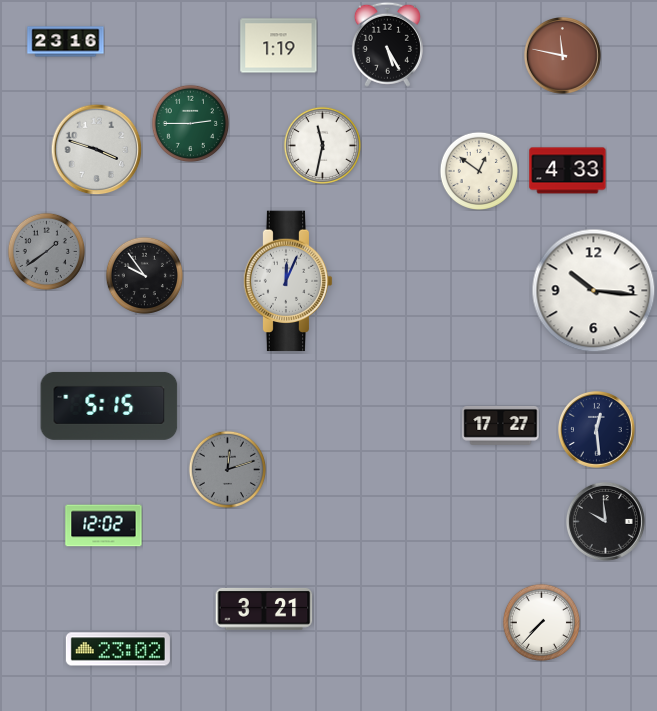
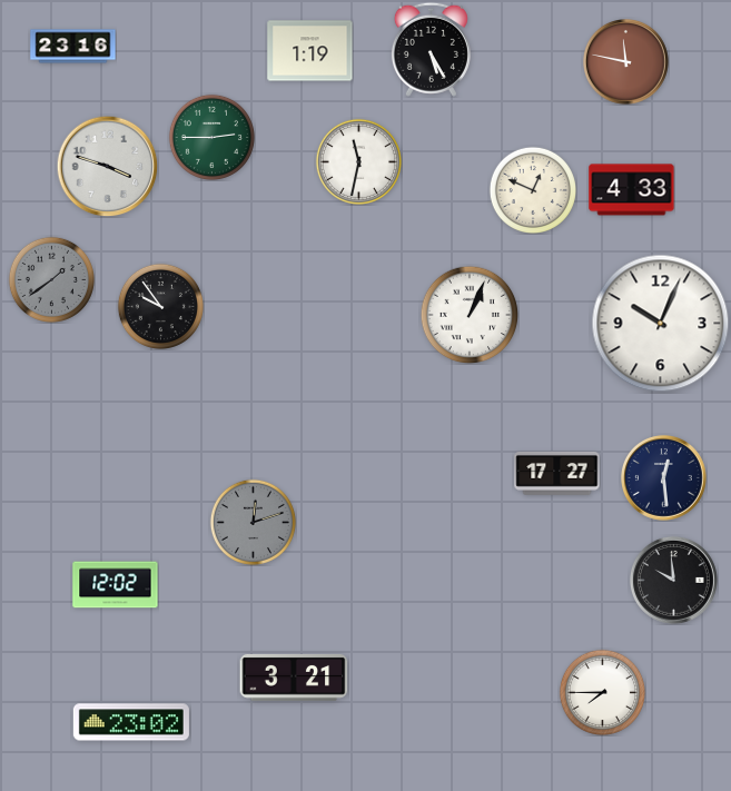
clock at (478, 170): 12:51 -> 12:49
clock at (288, 281): 12:04 -> none
clock at (470, 315): none -> 1:04
clock at (594, 291): 10:16 -> 10:04
clock at (109, 406): 5:15 -> none
clock at (541, 622): 7:37 -> 7:45
